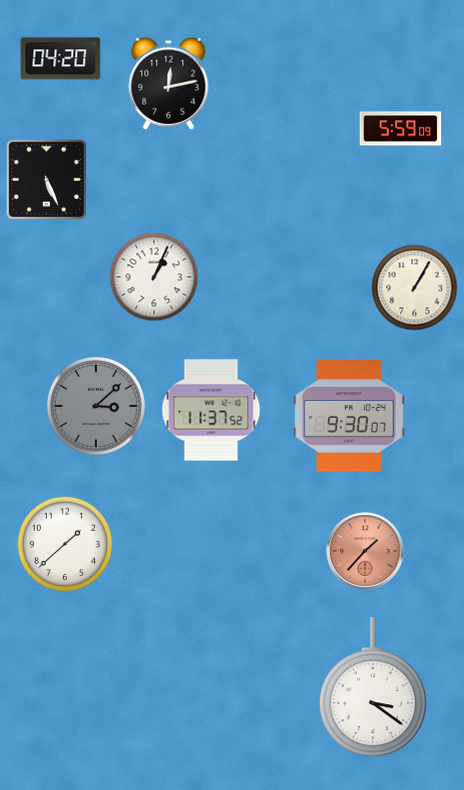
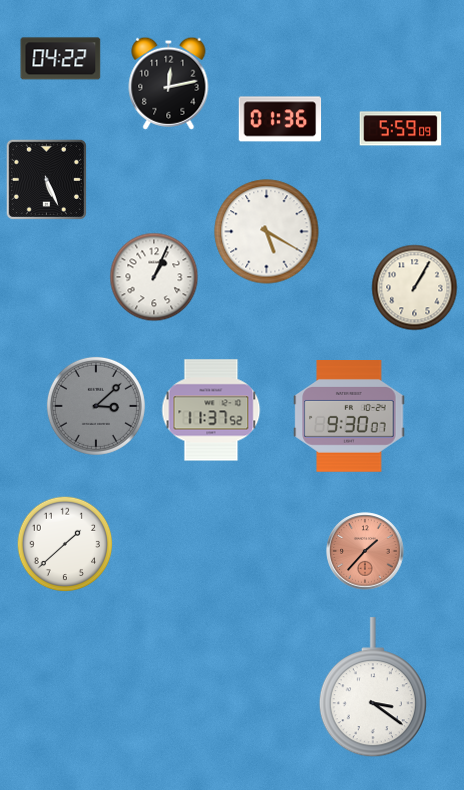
clock at (61, 59): 04:20 -> 04:22
clock at (280, 119): none -> 01:36
clock at (267, 232): none -> 5:20
